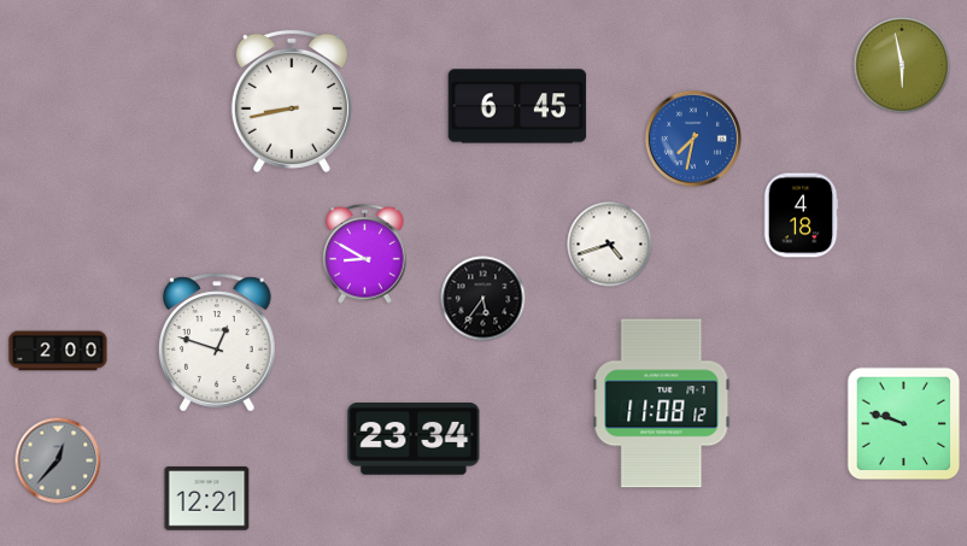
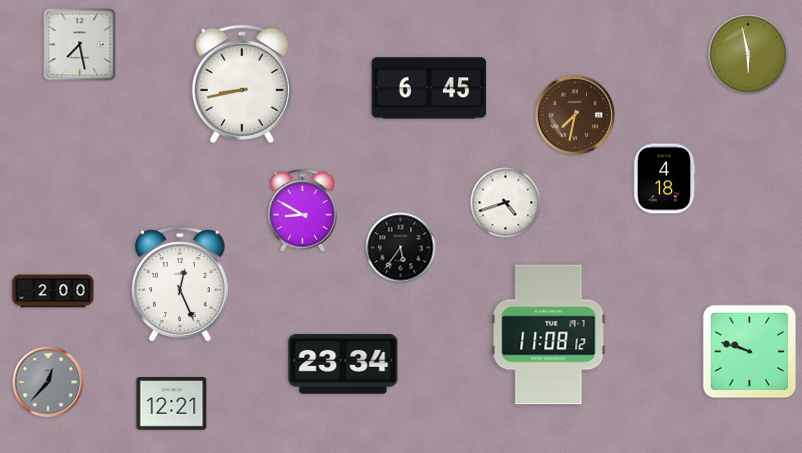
clock at (80, 45): none -> 7:28
clock at (692, 137) dial: blue -> brown
clock at (217, 342): 12:48 -> 12:26
clock at (58, 351) position: (58, 351) -> (53, 291)
clock at (207, 499) position: (207, 499) -> (172, 404)
